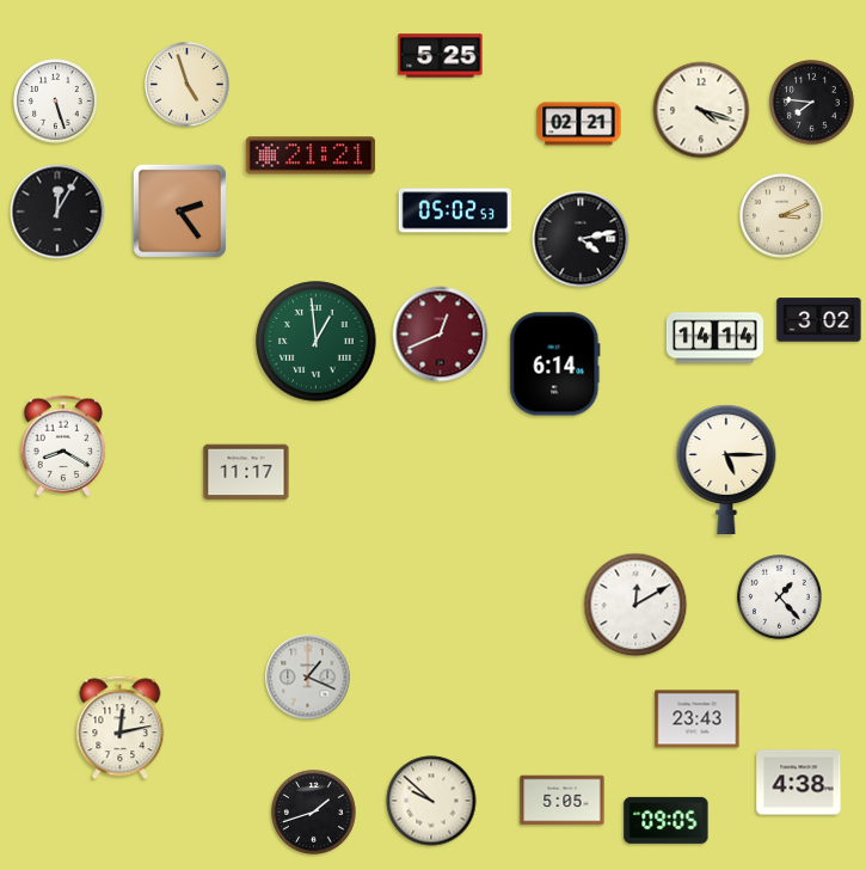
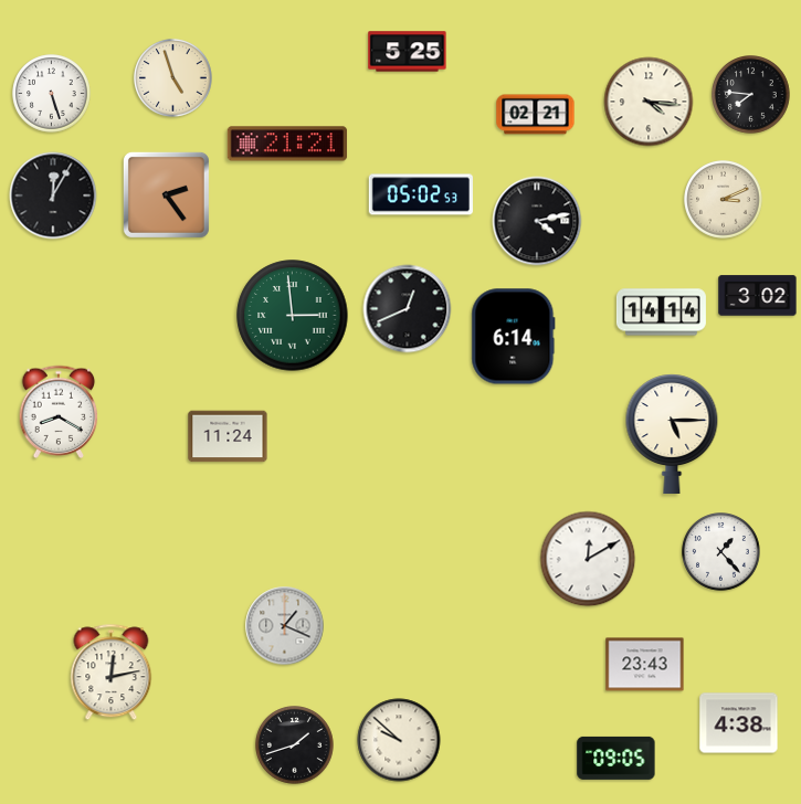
clock at (701, 110): 4:18 -> 4:16
clock at (441, 335) dial: burgundy -> black
clock at (317, 342): 12:59 -> 2:59
clock at (246, 472): 11:17 -> 11:24
clock at (563, 801): 5:05 -> none
clock at (314, 813) position: (314, 813) -> (295, 745)
